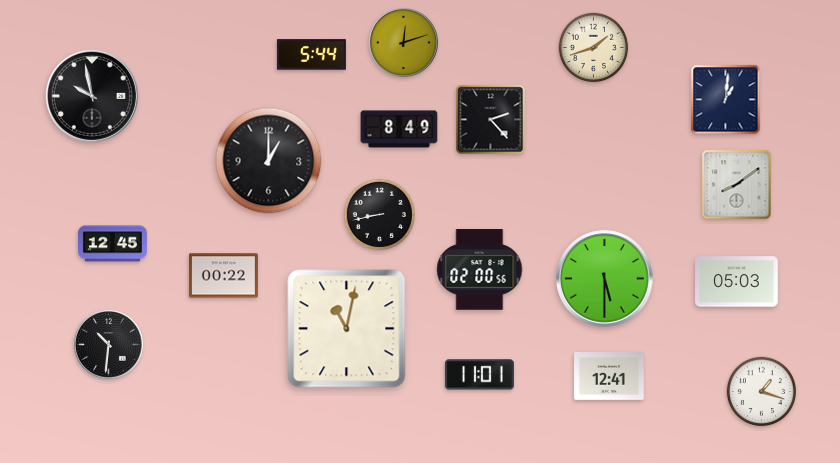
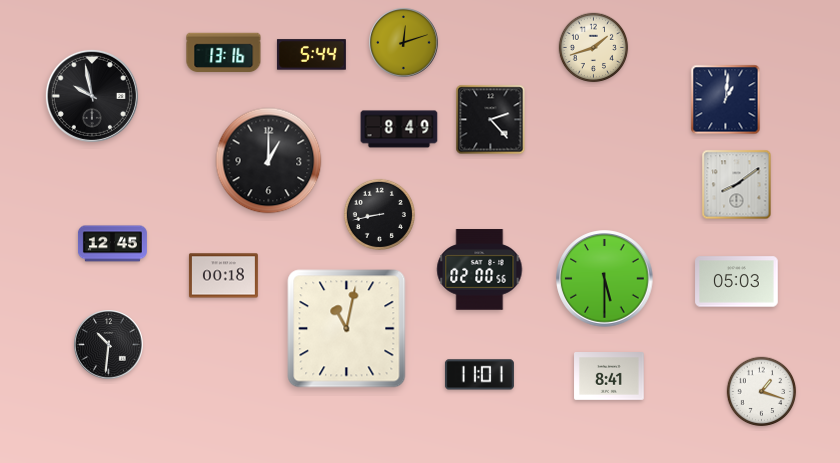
clock at (224, 53): none -> 13:16
clock at (223, 276): 00:22 -> 00:18
clock at (609, 377): 12:41 -> 8:41
